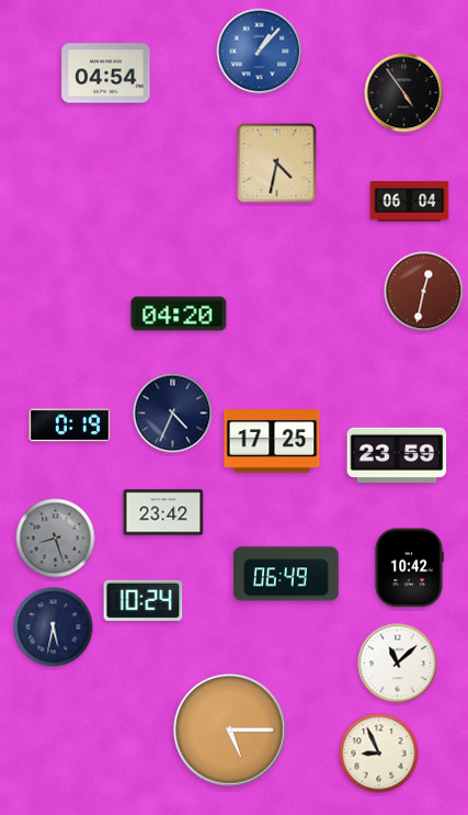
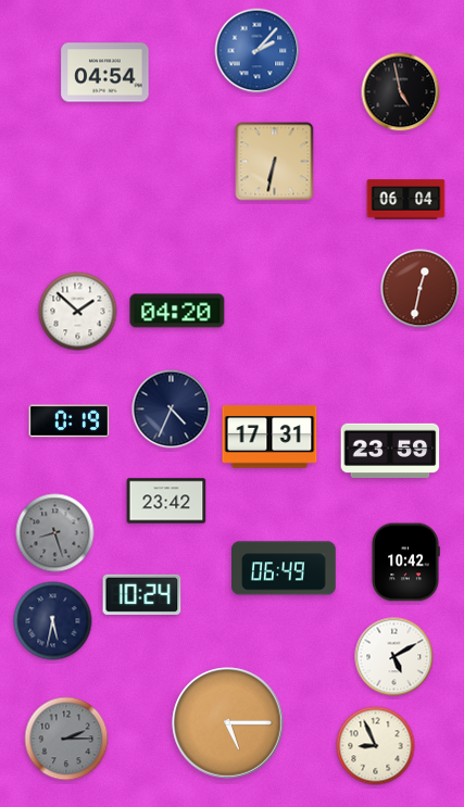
clock at (260, 52): 1:07 -> 2:07
clock at (404, 93): 4:54 -> 4:58
clock at (277, 163): 4:32 -> 6:32
clock at (78, 312): none -> 1:52
clock at (272, 441): 17:25 -> 17:31
clock at (397, 455) position: (397, 455) -> (390, 451)
clock at (163, 512) position: (163, 512) -> (166, 501)
clock at (398, 664): 11:08 -> 5:10
clock at (66, 739): none -> 2:15
